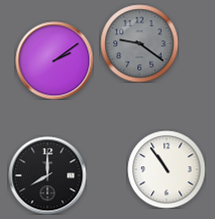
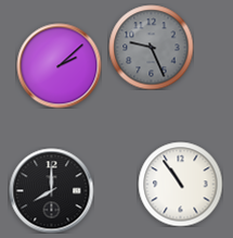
clock at (139, 43): 9:21 -> 9:26
clock at (54, 60): 2:09 -> 2:08
